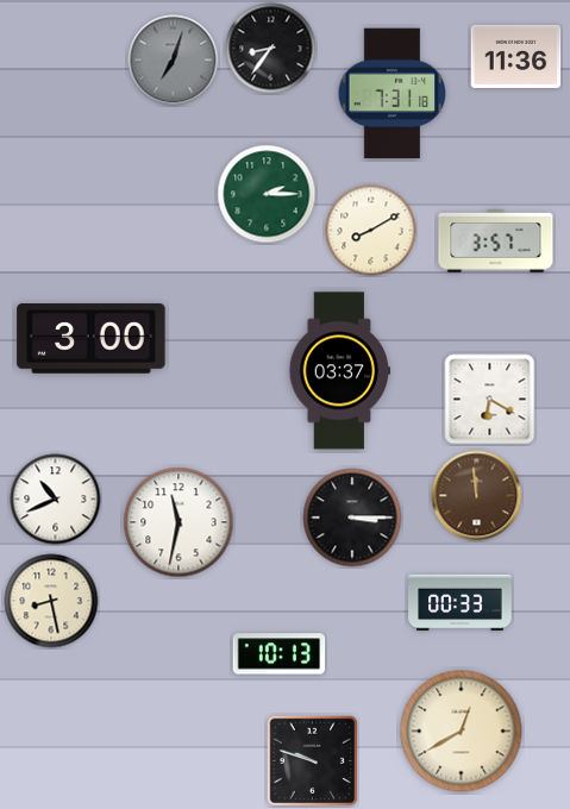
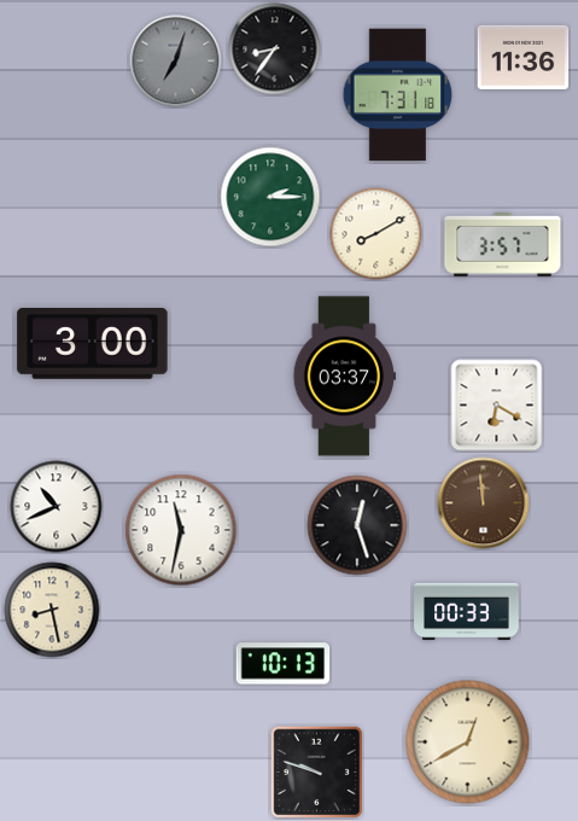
clock at (352, 518): 3:15 -> 12:27
